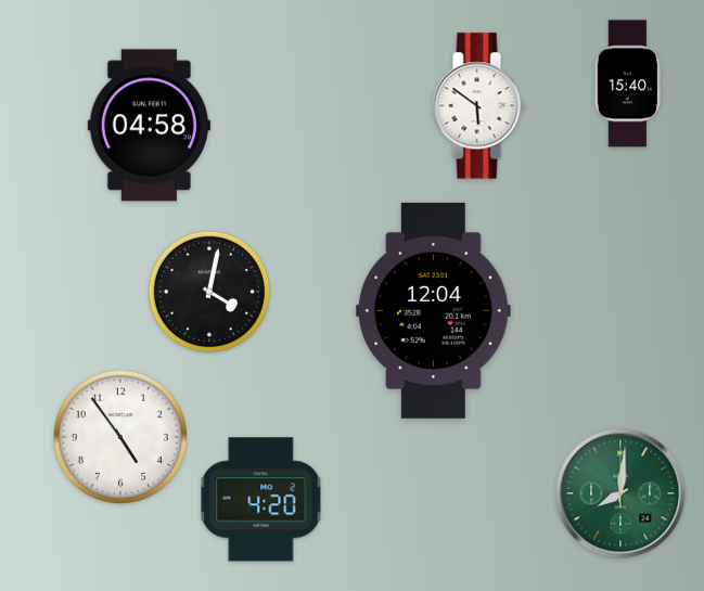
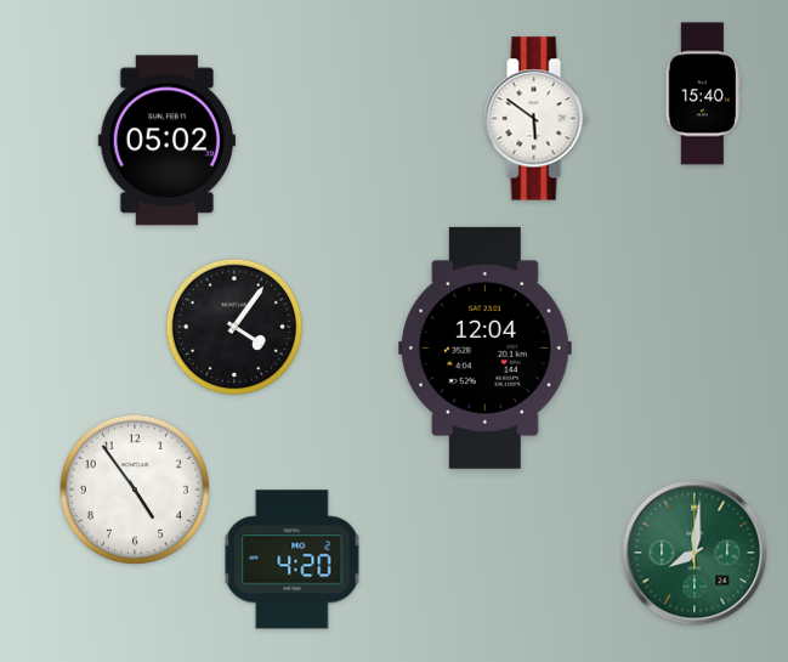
clock at (149, 126): 04:58 -> 05:02
clock at (209, 292): 4:02 -> 4:06
